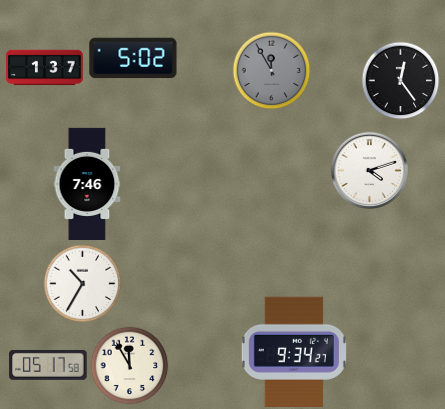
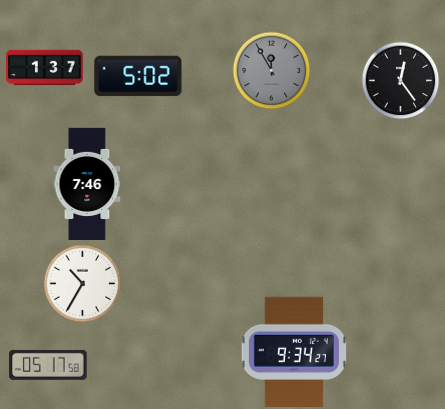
clock at (133, 58) position: (133, 58) -> (138, 76)
clock at (369, 170): 4:12 -> none
clock at (129, 365): 11:55 -> none
